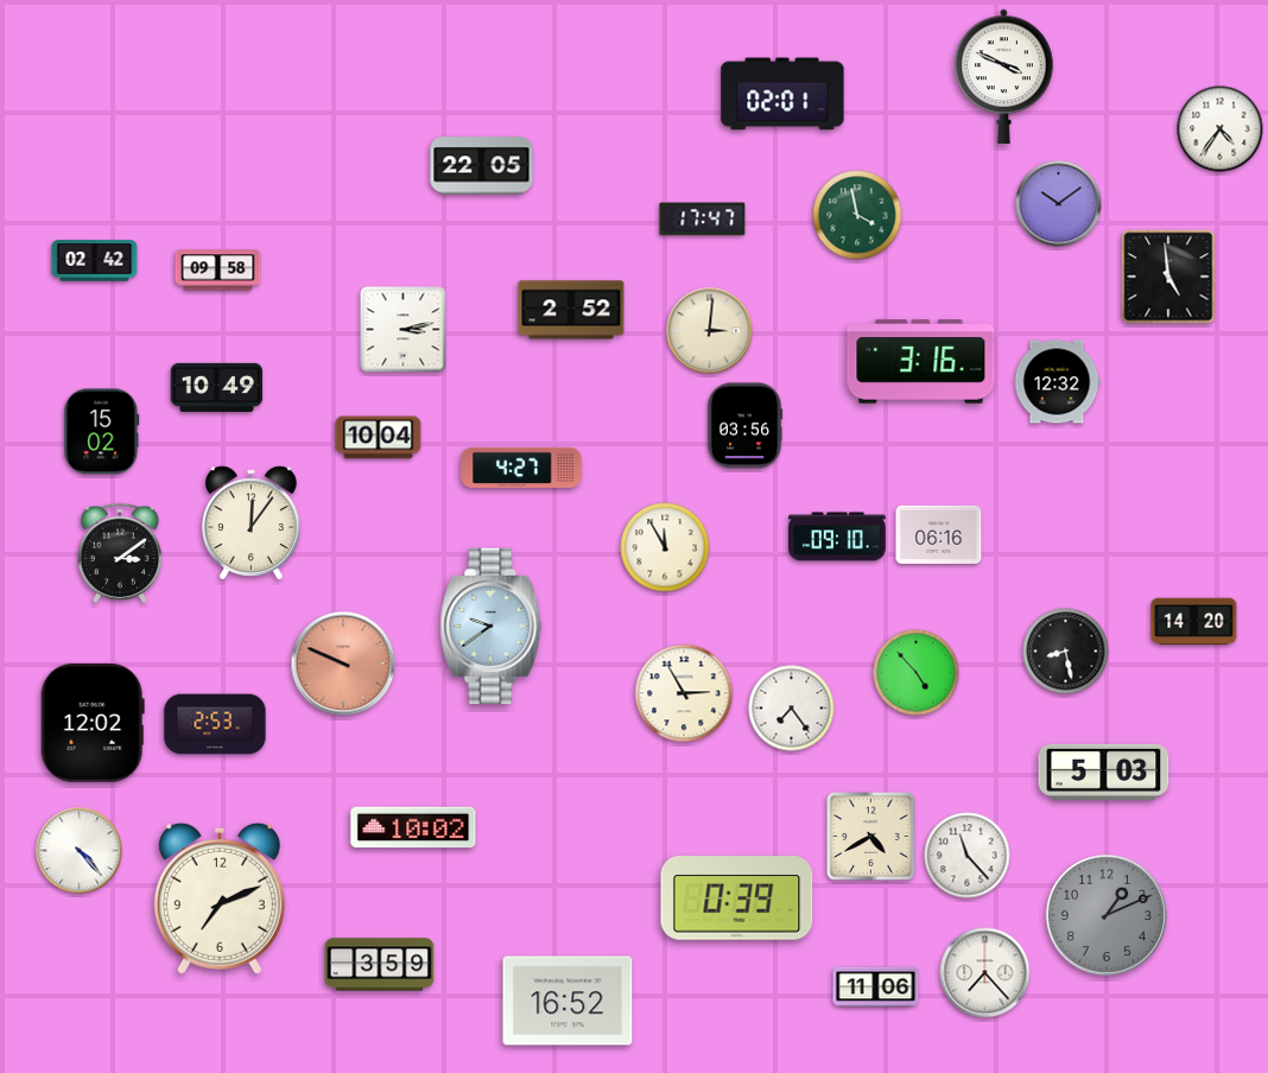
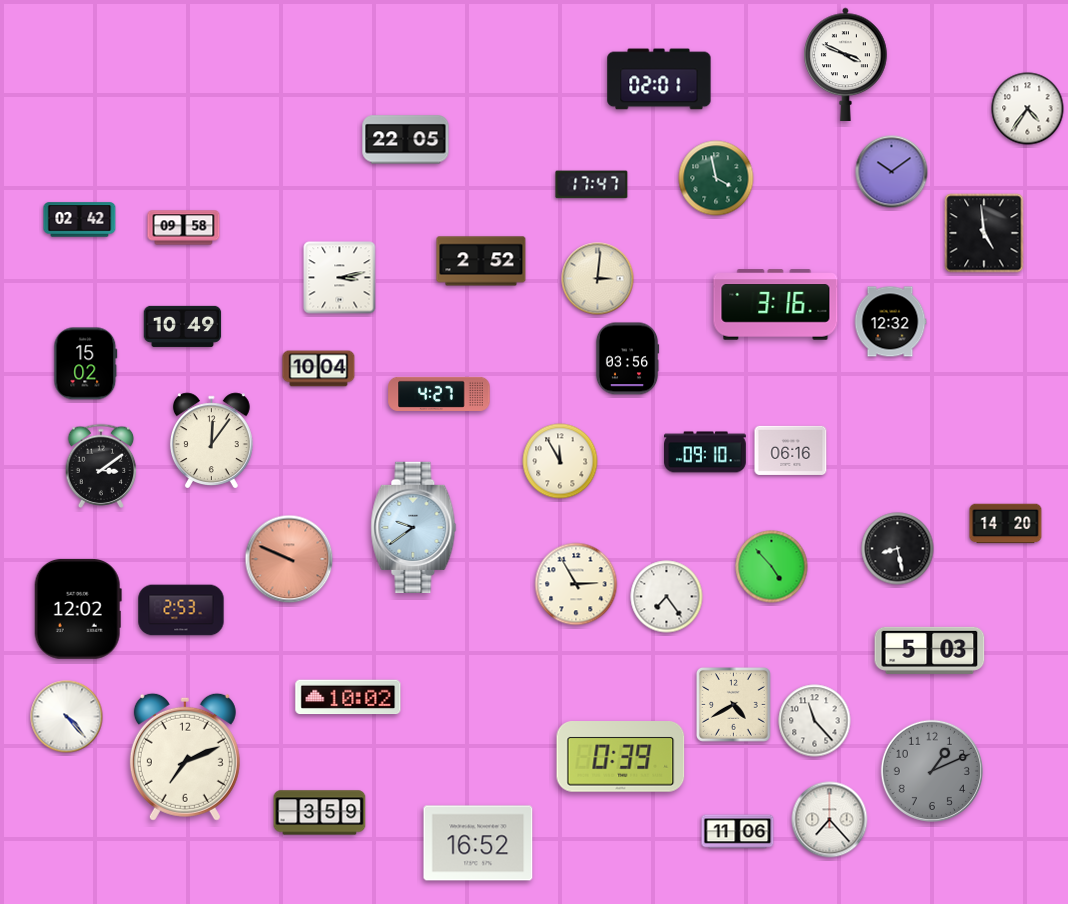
clock at (857, 215) position: (857, 215) -> (716, 178)
